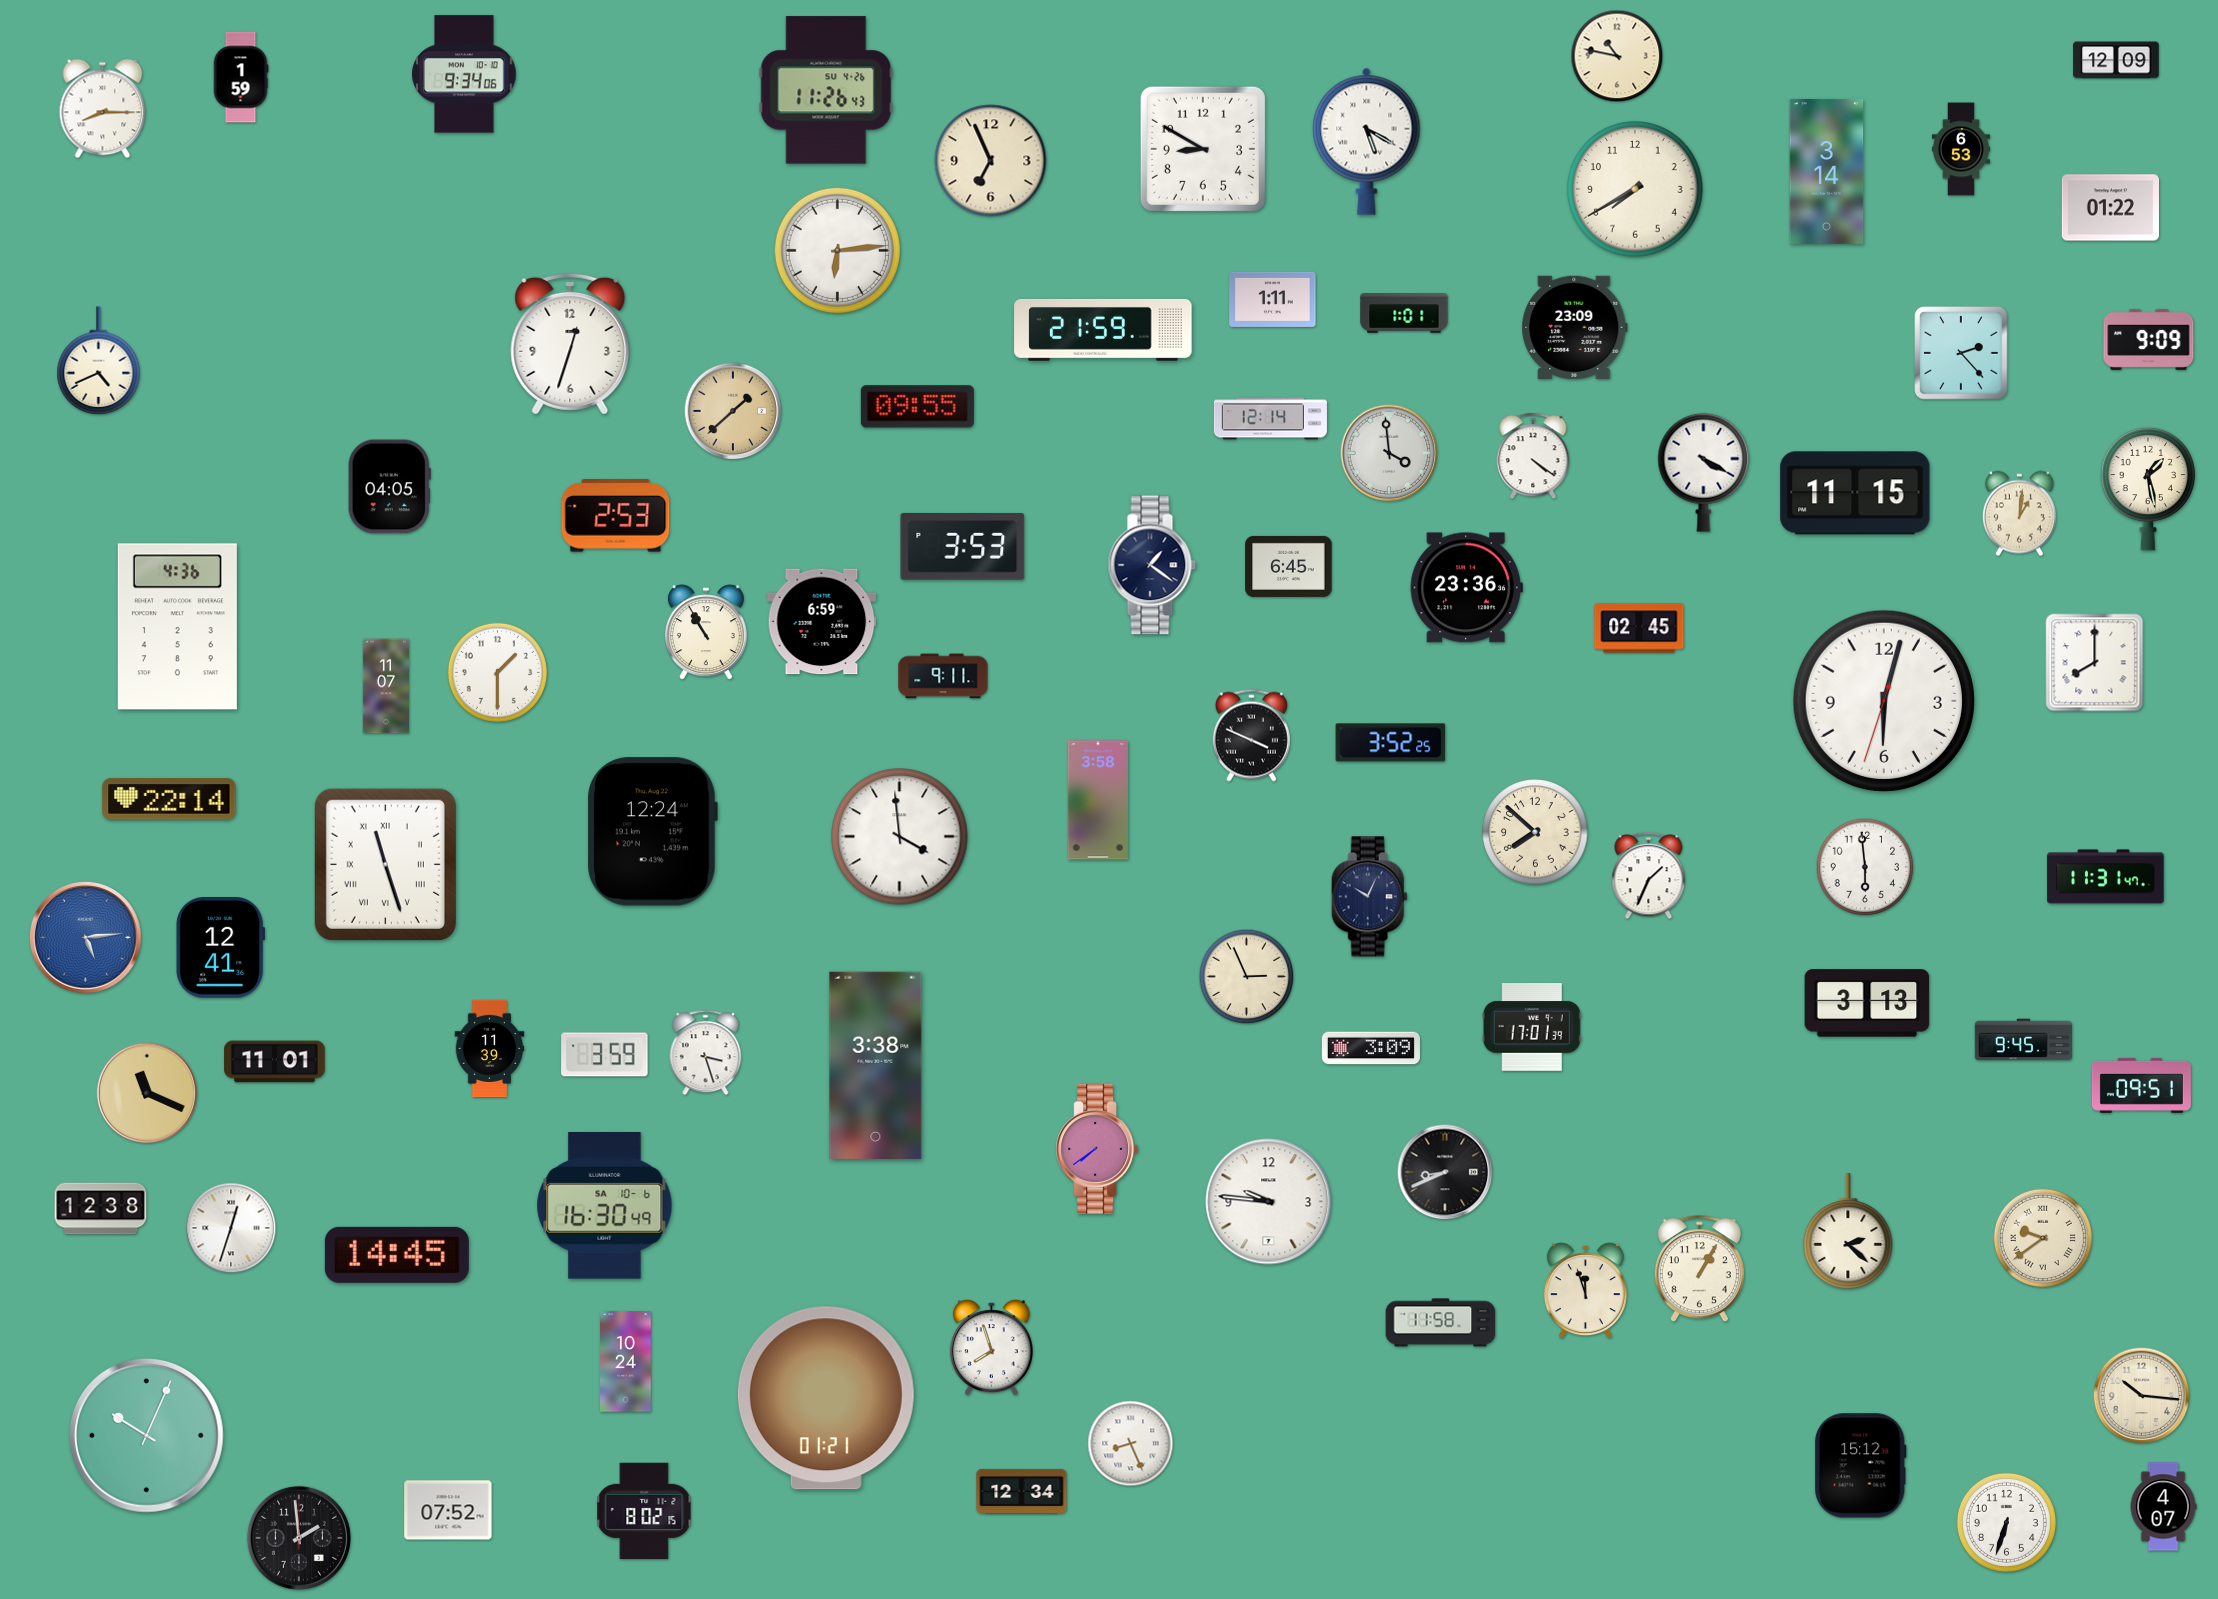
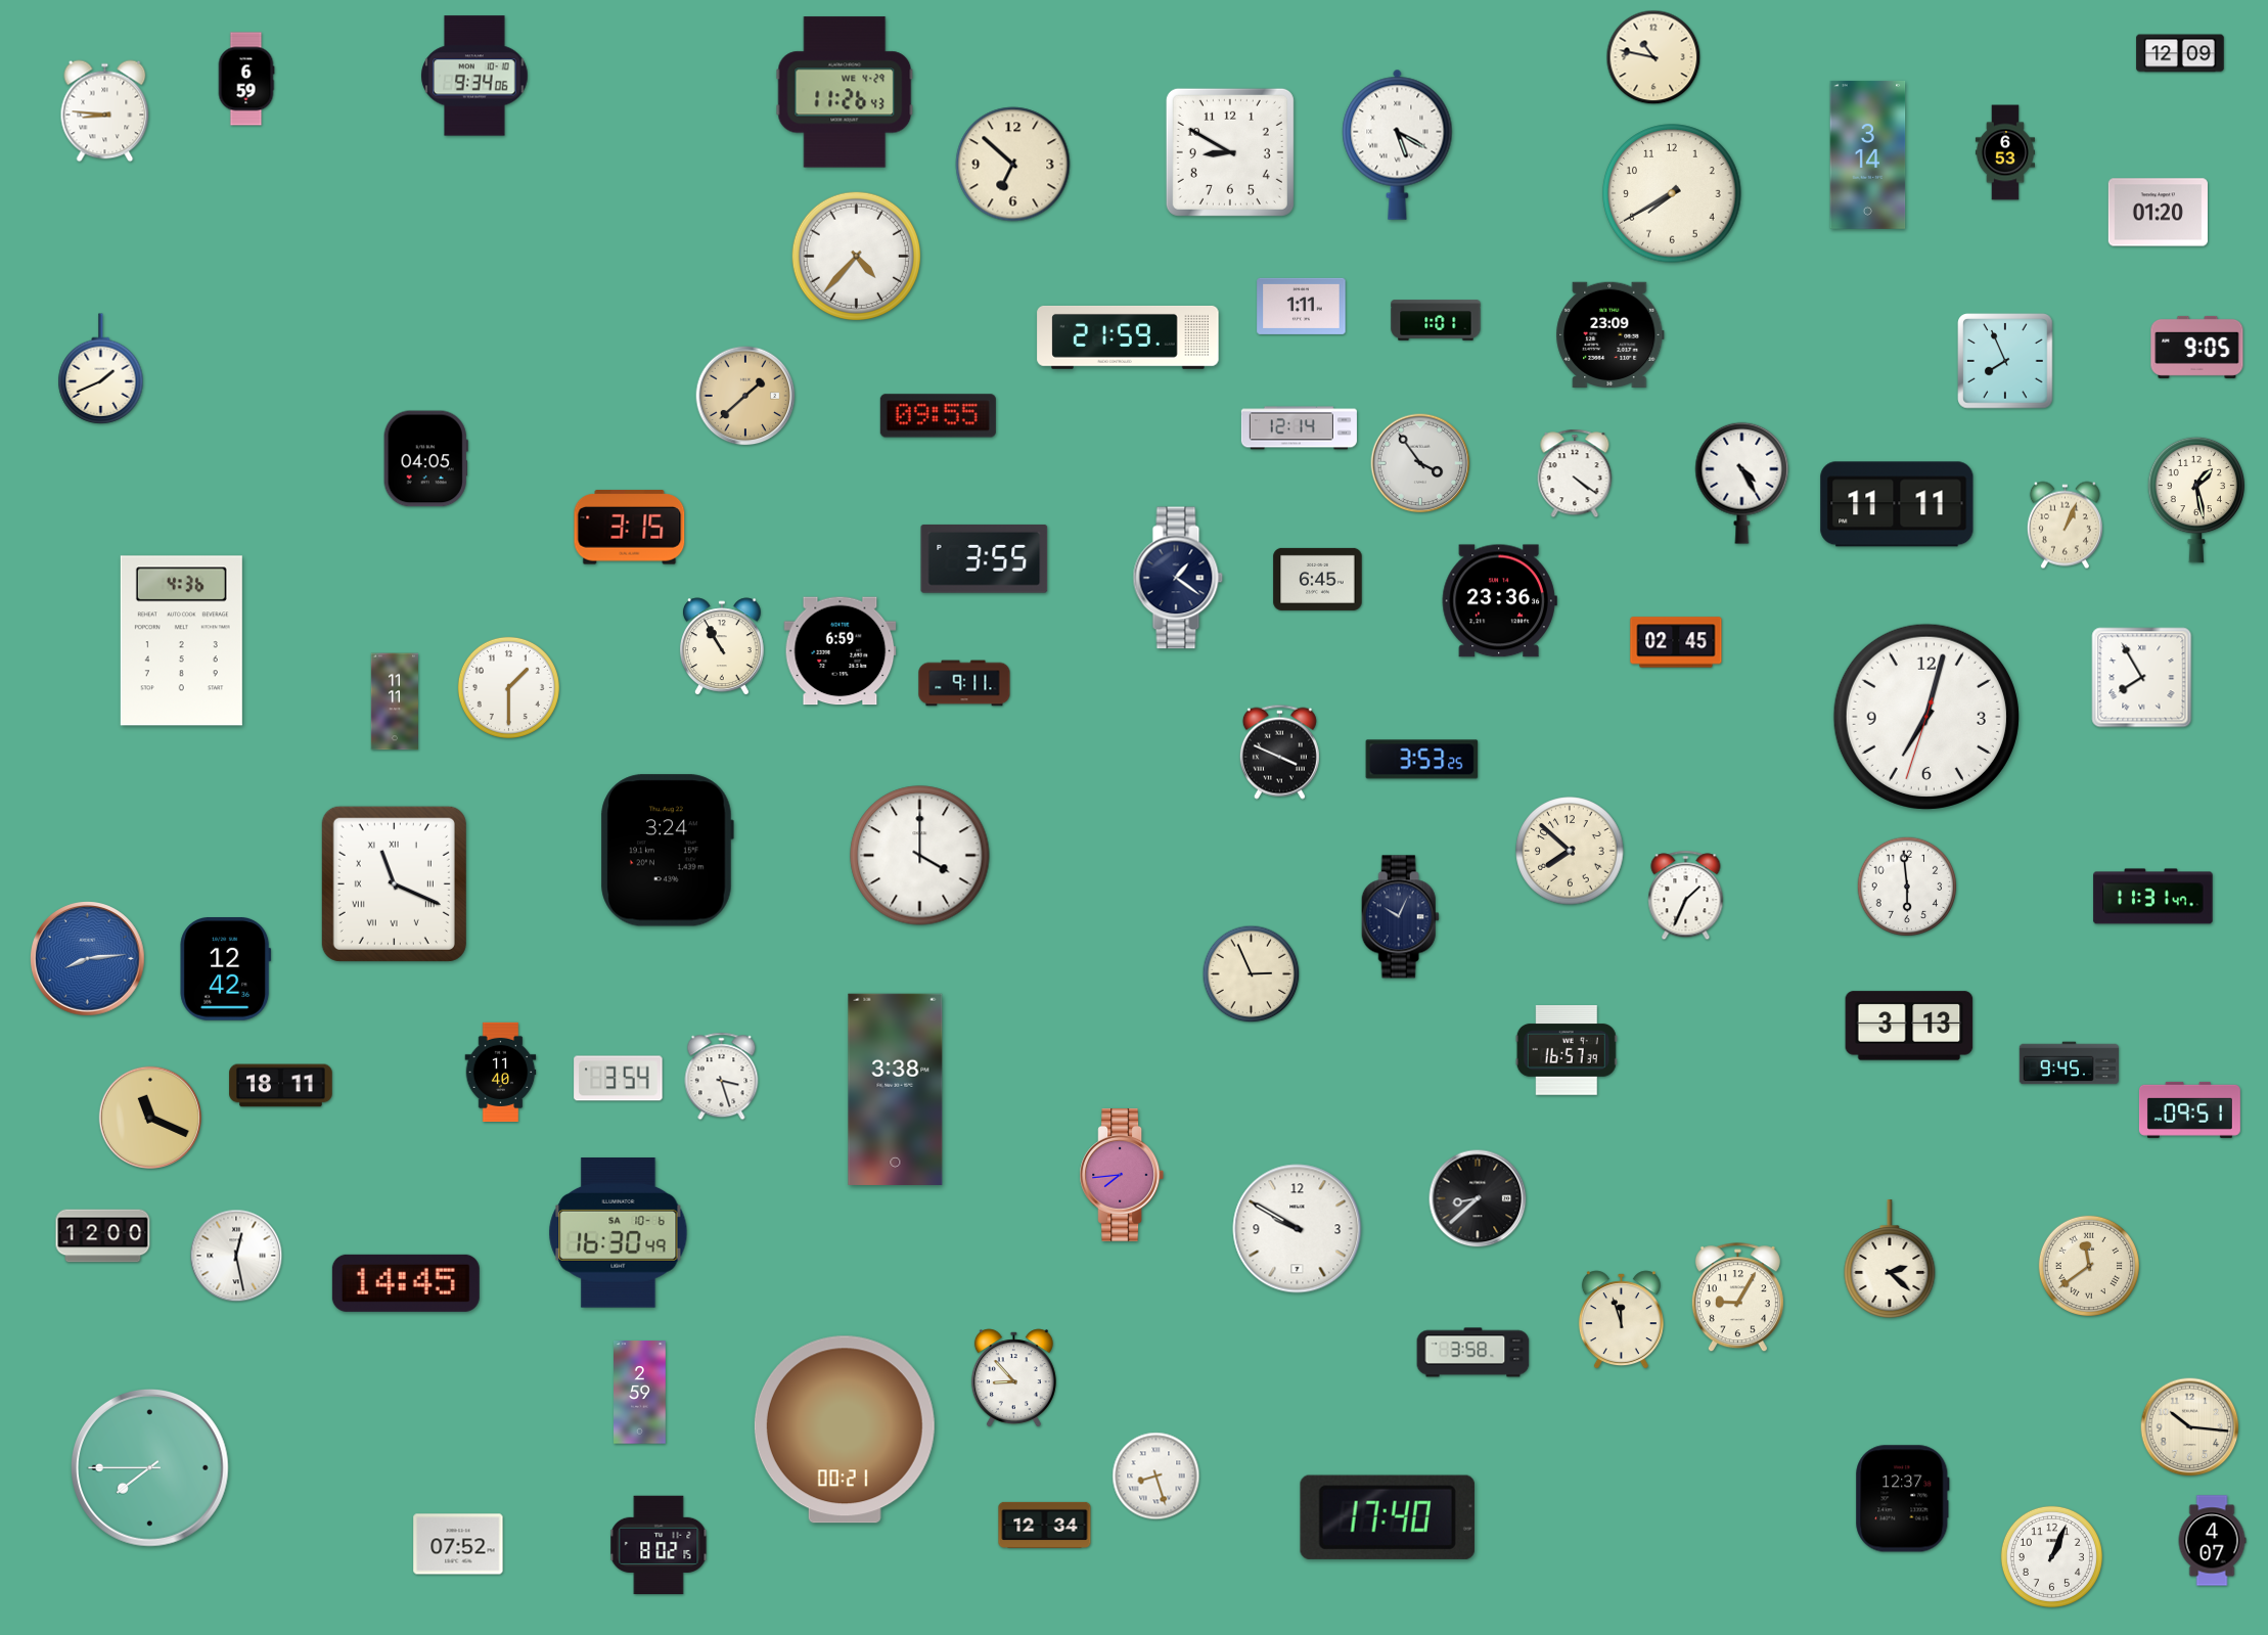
clock at (2116, 60) position: (2116, 60) -> (2180, 53)
clock at (241, 77): 1:59 -> 6:59
clock at (826, 90) date: SU 4-26 -> WE 4-29
clock at (103, 109): 8:15 -> 8:46
clock at (991, 161): 6:56 -> 6:52
clock at (1827, 171) position: (1827, 171) -> (1868, 154)
clock at (2110, 208): 01:22 -> 01:20
clock at (837, 250): 6:14 -> 4:37
clock at (2149, 339): 9:09 -> 9:05
clock at (570, 344): 12:33 -> none
clock at (1961, 353): 2:23 -> 7:56
clock at (99, 361): 4:41 -> 1:41
clock at (733, 411) position: (733, 411) -> (745, 396)
clock at (1389, 453): 3:59 -> 3:54
clock at (1533, 456) position: (1533, 456) -> (1575, 473)
clock at (1704, 472): 4:20 -> 4:25
clock at (389, 487) position: (389, 487) -> (425, 459)
clock at (1855, 493): 11:15 -> 11:11
clock at (2019, 514): 1:01 -> 1:04
clock at (616, 516): 2:53 -> 3:15
clock at (963, 546): 3:53 -> 3:55
clock at (822, 622) position: (822, 622) -> (841, 651)
clock at (2095, 663): 8:00 -> 7:55
clock at (943, 676) position: (943, 676) -> (964, 683)
clock at (385, 686): 11:07 -> 11:11
clock at (1884, 701): 6:02 -> 7:02
clock at (1391, 743): 3:52 -> 3:53
clock at (169, 799): 22:14 -> none
clock at (1098, 800): 3:58 -> none
clock at (652, 832): 12:24 -> 3:24
clock at (900, 837): 3:59 -> 4:00
clock at (385, 864): 11:27 -> 11:19
clock at (86, 938): 5:14 -> 8:14
clock at (221, 948): 12:41 -> 12:42
clock at (1247, 977) position: (1247, 977) -> (1252, 974)
clock at (1532, 1028): 17:01 -> 16:57
clock at (490, 1048): 11:39 -> 11:40
clock at (1371, 1048): 3:09 -> none
clock at (605, 1055): 3:59 -> 3:54
clock at (275, 1062): 11:01 -> 18:11
clock at (1097, 1149): 7:39 -> 7:44
clock at (1445, 1172): 8:41 -> 8:38
clock at (1269, 1202): 9:46 -> 9:50
clock at (101, 1209): 12:38 -> 12:00
clock at (231, 1228): 12:33 -> 12:28
clock at (2043, 1238): 9:39 -> 11:39
clock at (1699, 1269): 1:05 -> 9:05
clock at (1441, 1323): 11:58 -> 3:58
clock at (991, 1348): 7:57 -> 8:53
clock at (626, 1362): 10:24 -> 2:59
clock at (826, 1398): 01:21 -> 00:21
clock at (146, 1435): 10:04 -> 7:45
clock at (1131, 1444): 8:26 -> 8:27
clock at (1861, 1466): 15:12 -> 12:37
clock at (1388, 1517): none -> 17:40
clock at (2006, 1522): 6:33 -> 1:04
clock at (299, 1538): 1:59 -> none
